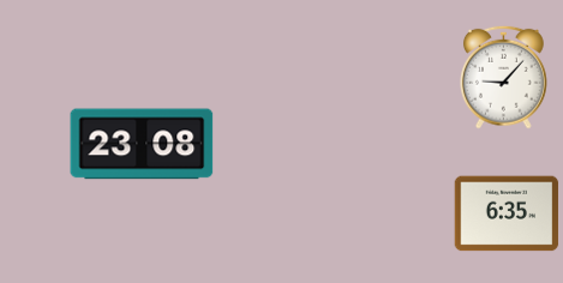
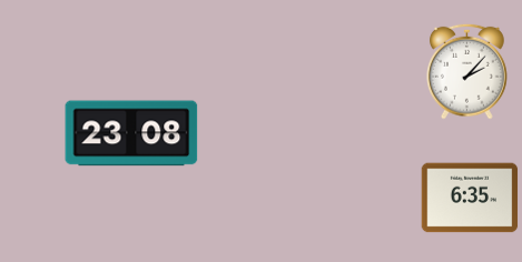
clock at (504, 77): 9:07 -> 2:07
